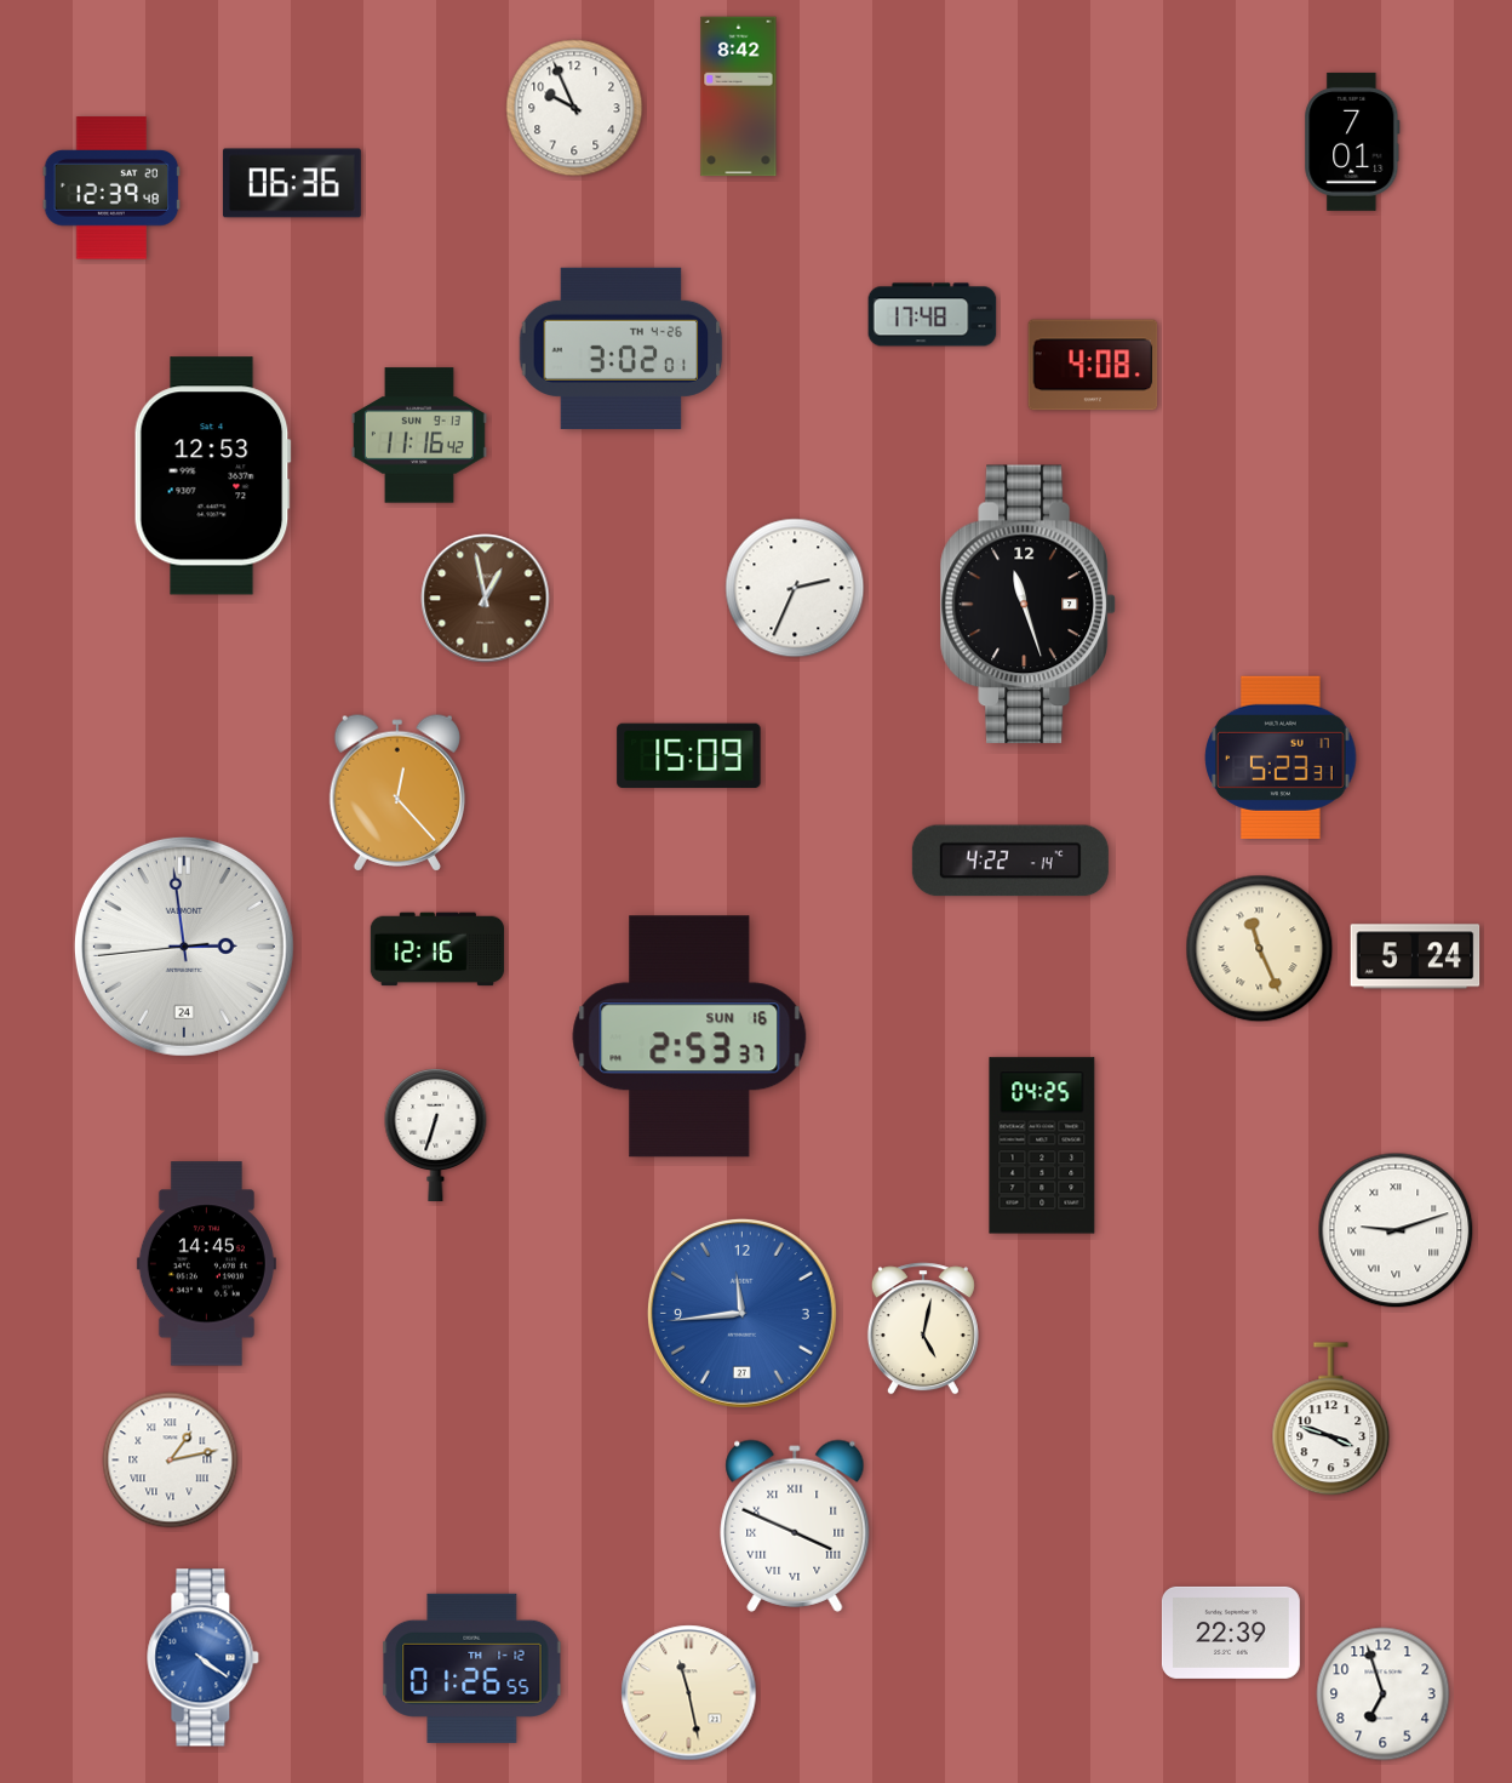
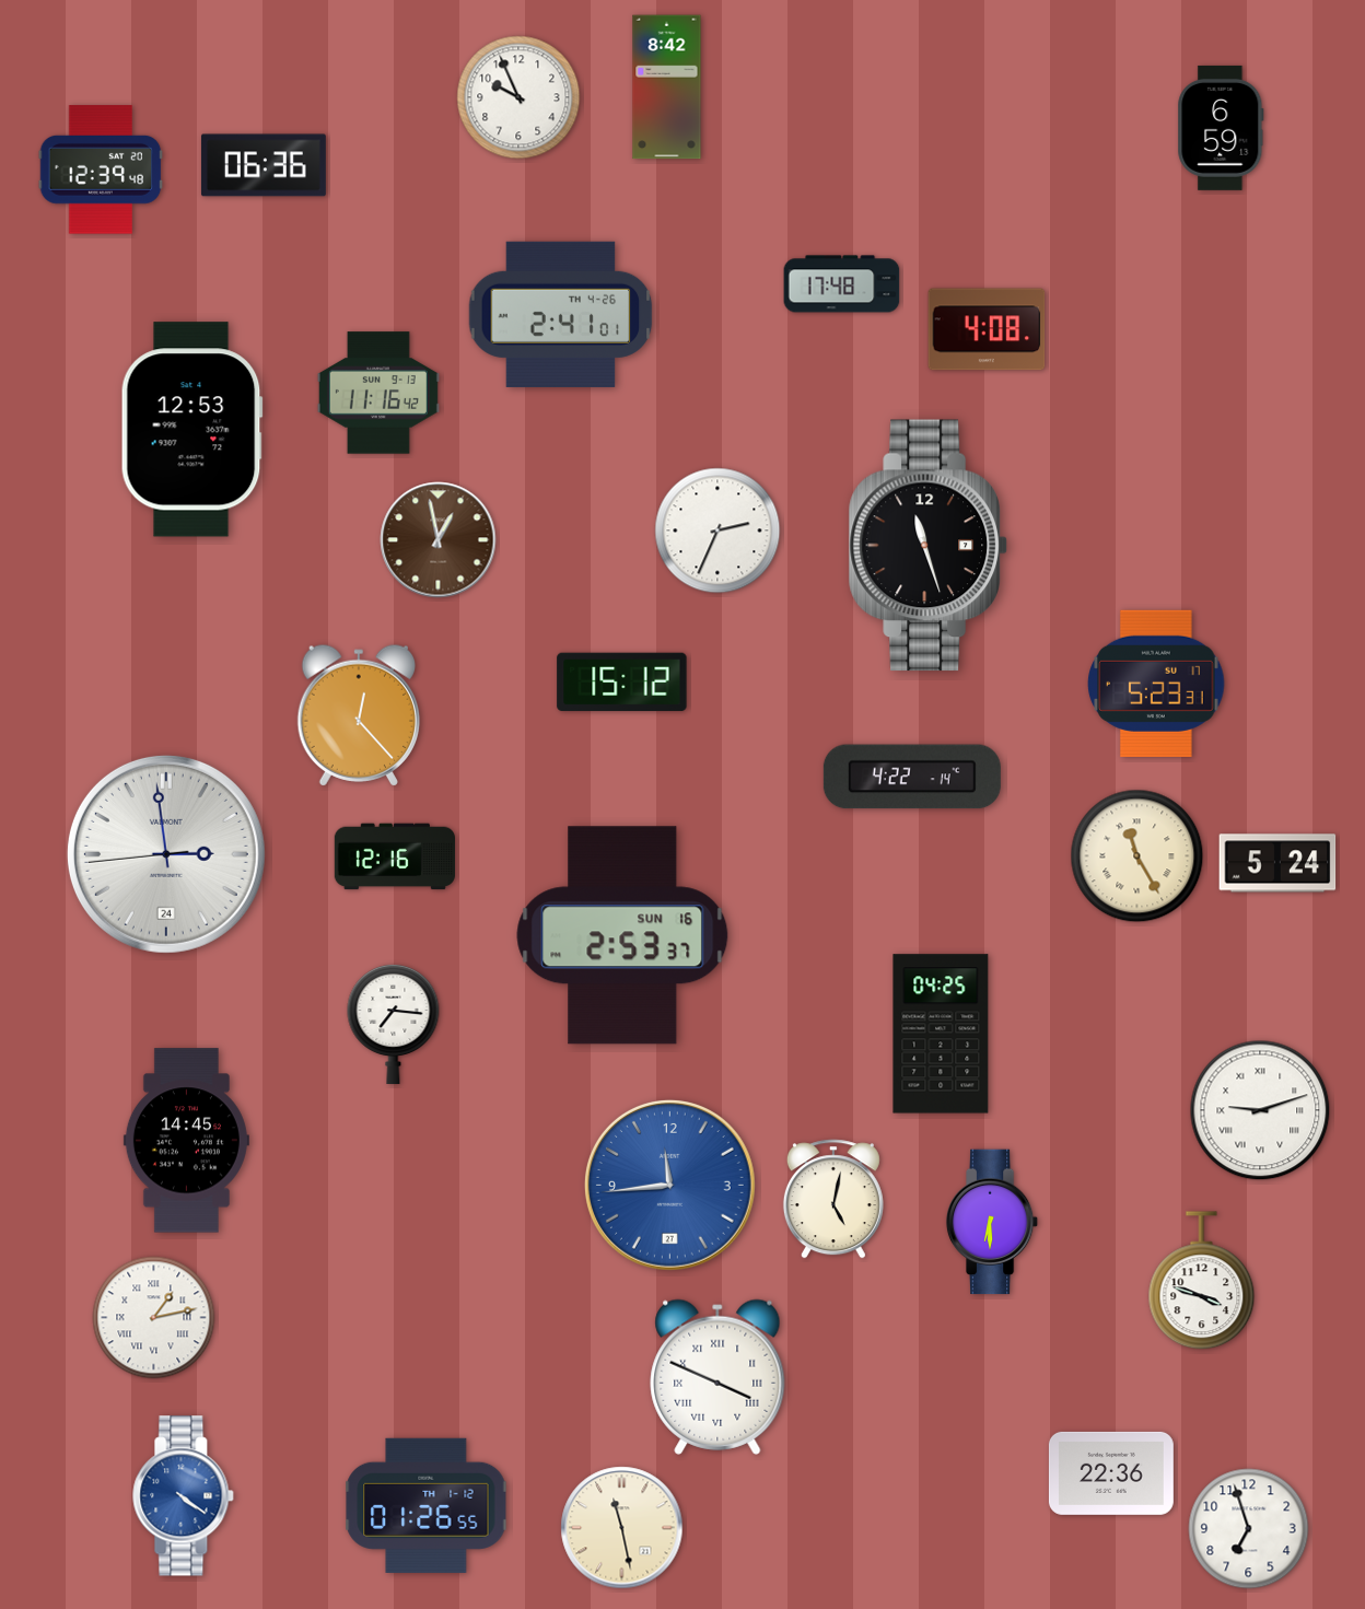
clock at (1352, 142): 7:01 -> 6:59
clock at (622, 348): 3:02 -> 2:41
clock at (689, 756): 15:09 -> 15:12
clock at (1260, 949): 11:26 -> 11:25
clock at (436, 1133): 6:33 -> 7:16
clock at (992, 1222): none -> 6:30
clock at (1231, 1633): 22:39 -> 22:36
